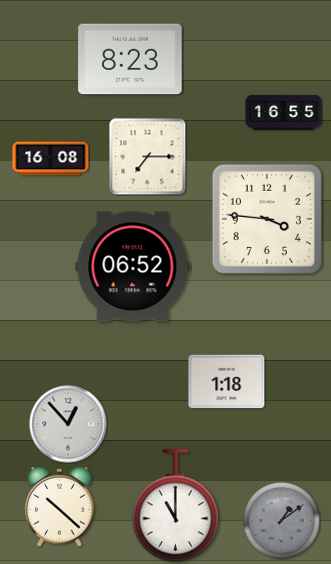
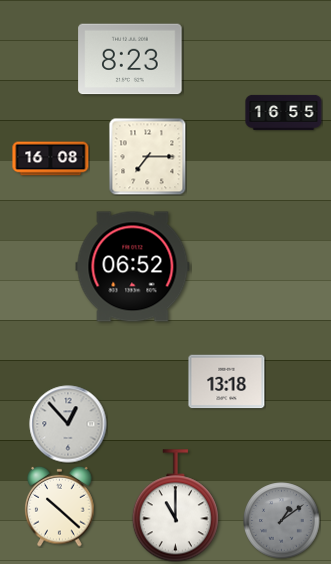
clock at (267, 219): 3:46 -> none
clock at (227, 382): 1:18 -> 13:18
